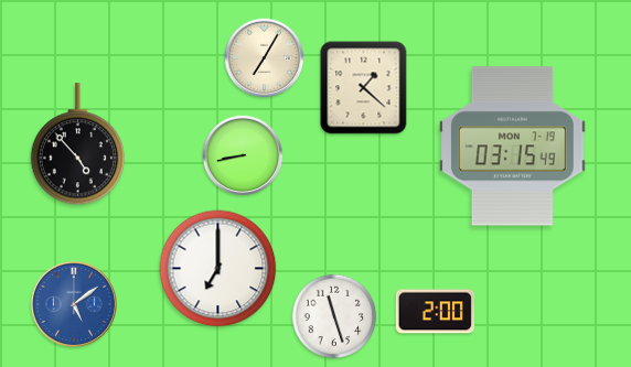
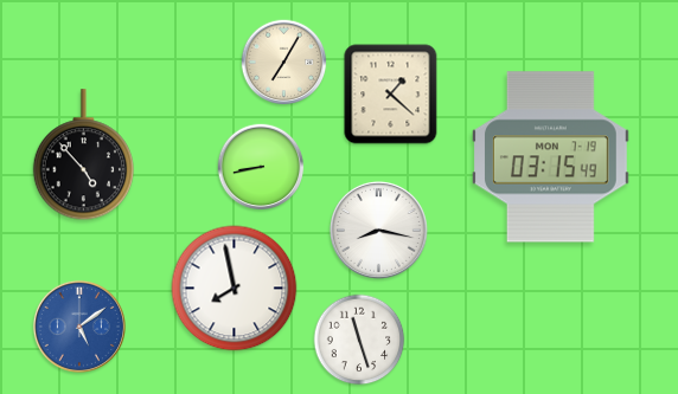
clock at (378, 230): none -> 8:17
clock at (218, 269): 7:00 -> 7:58
clock at (435, 312): 2:00 -> none
